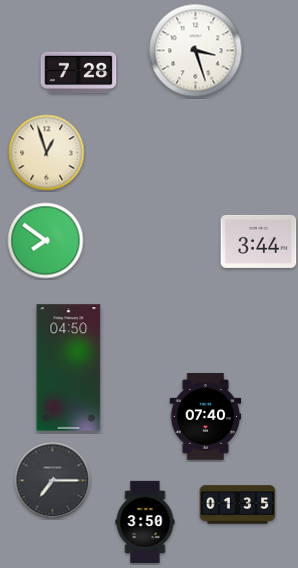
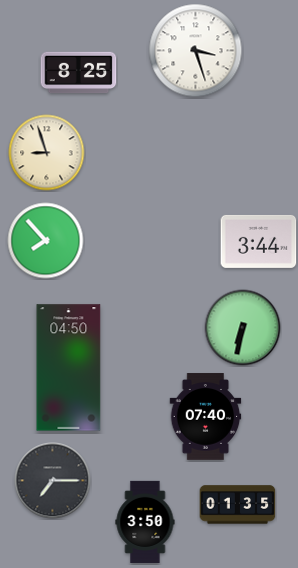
clock at (79, 73): 7:28 -> 8:25
clock at (47, 153): 12:57 -> 8:57
clock at (46, 241): 7:51 -> 7:53
clock at (243, 328): none -> 6:32
